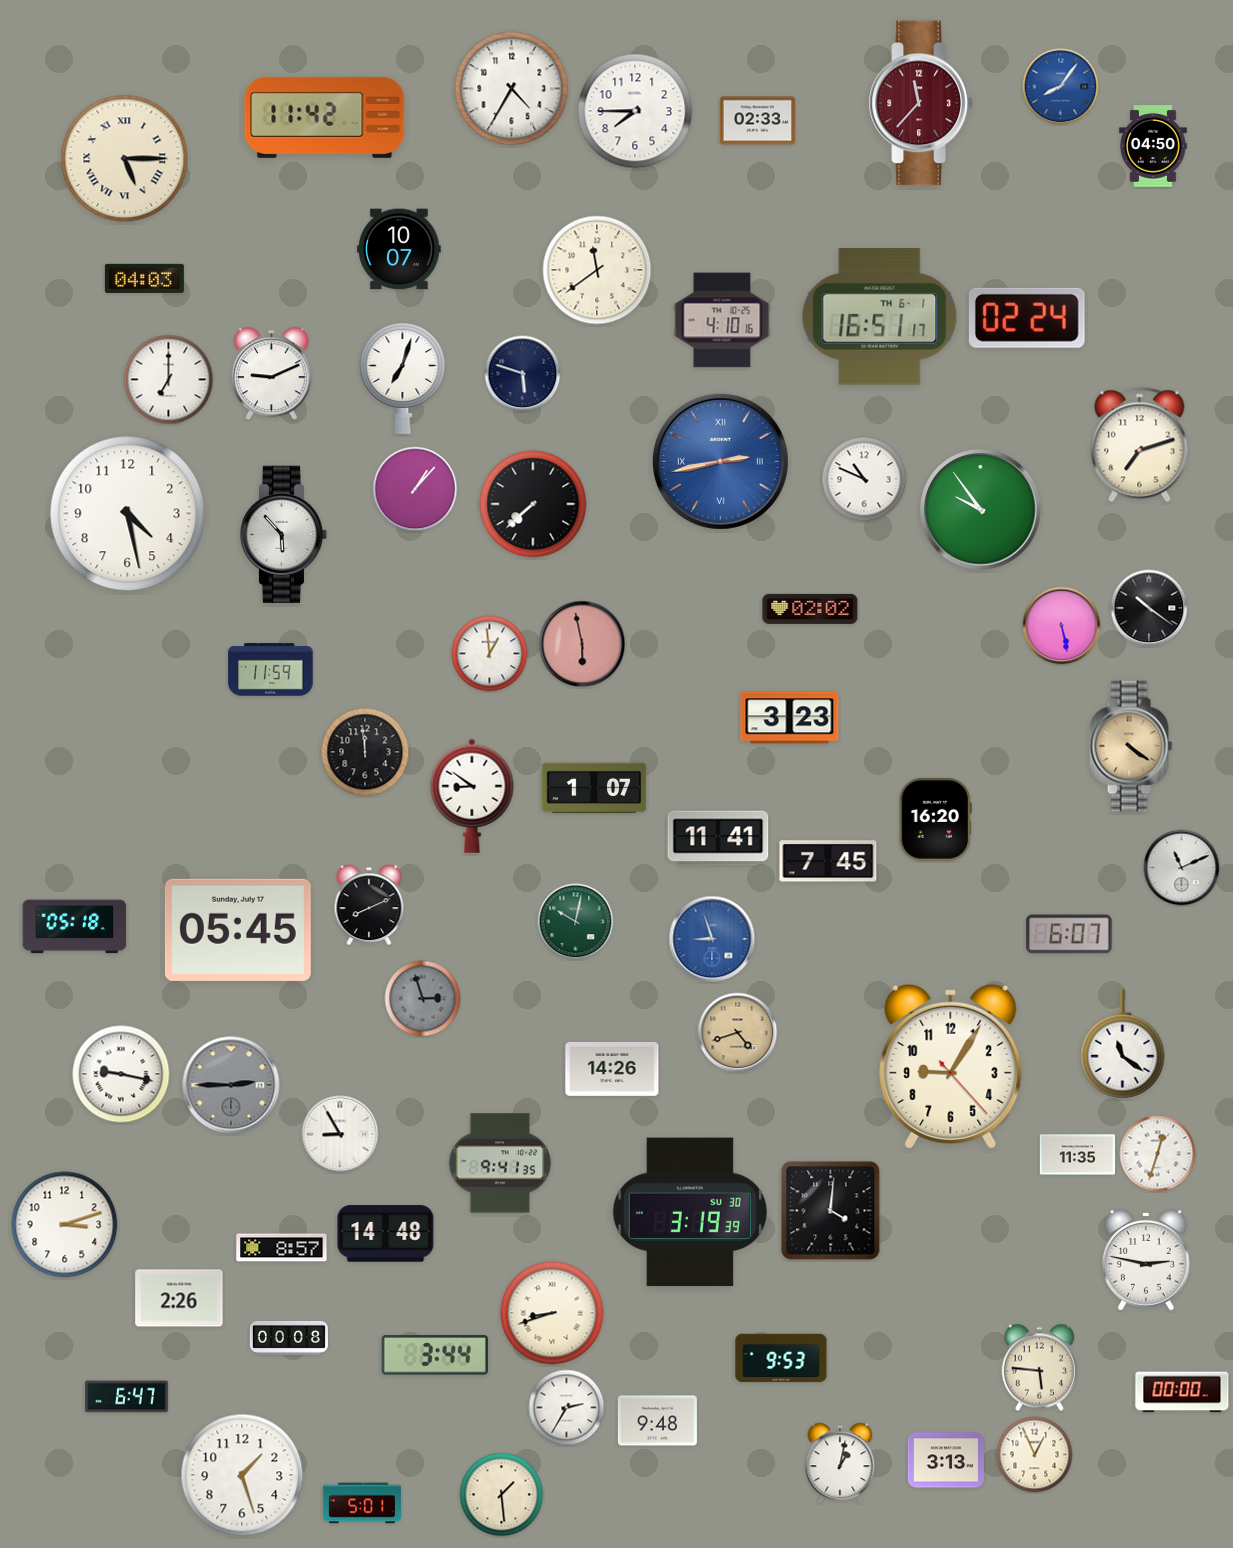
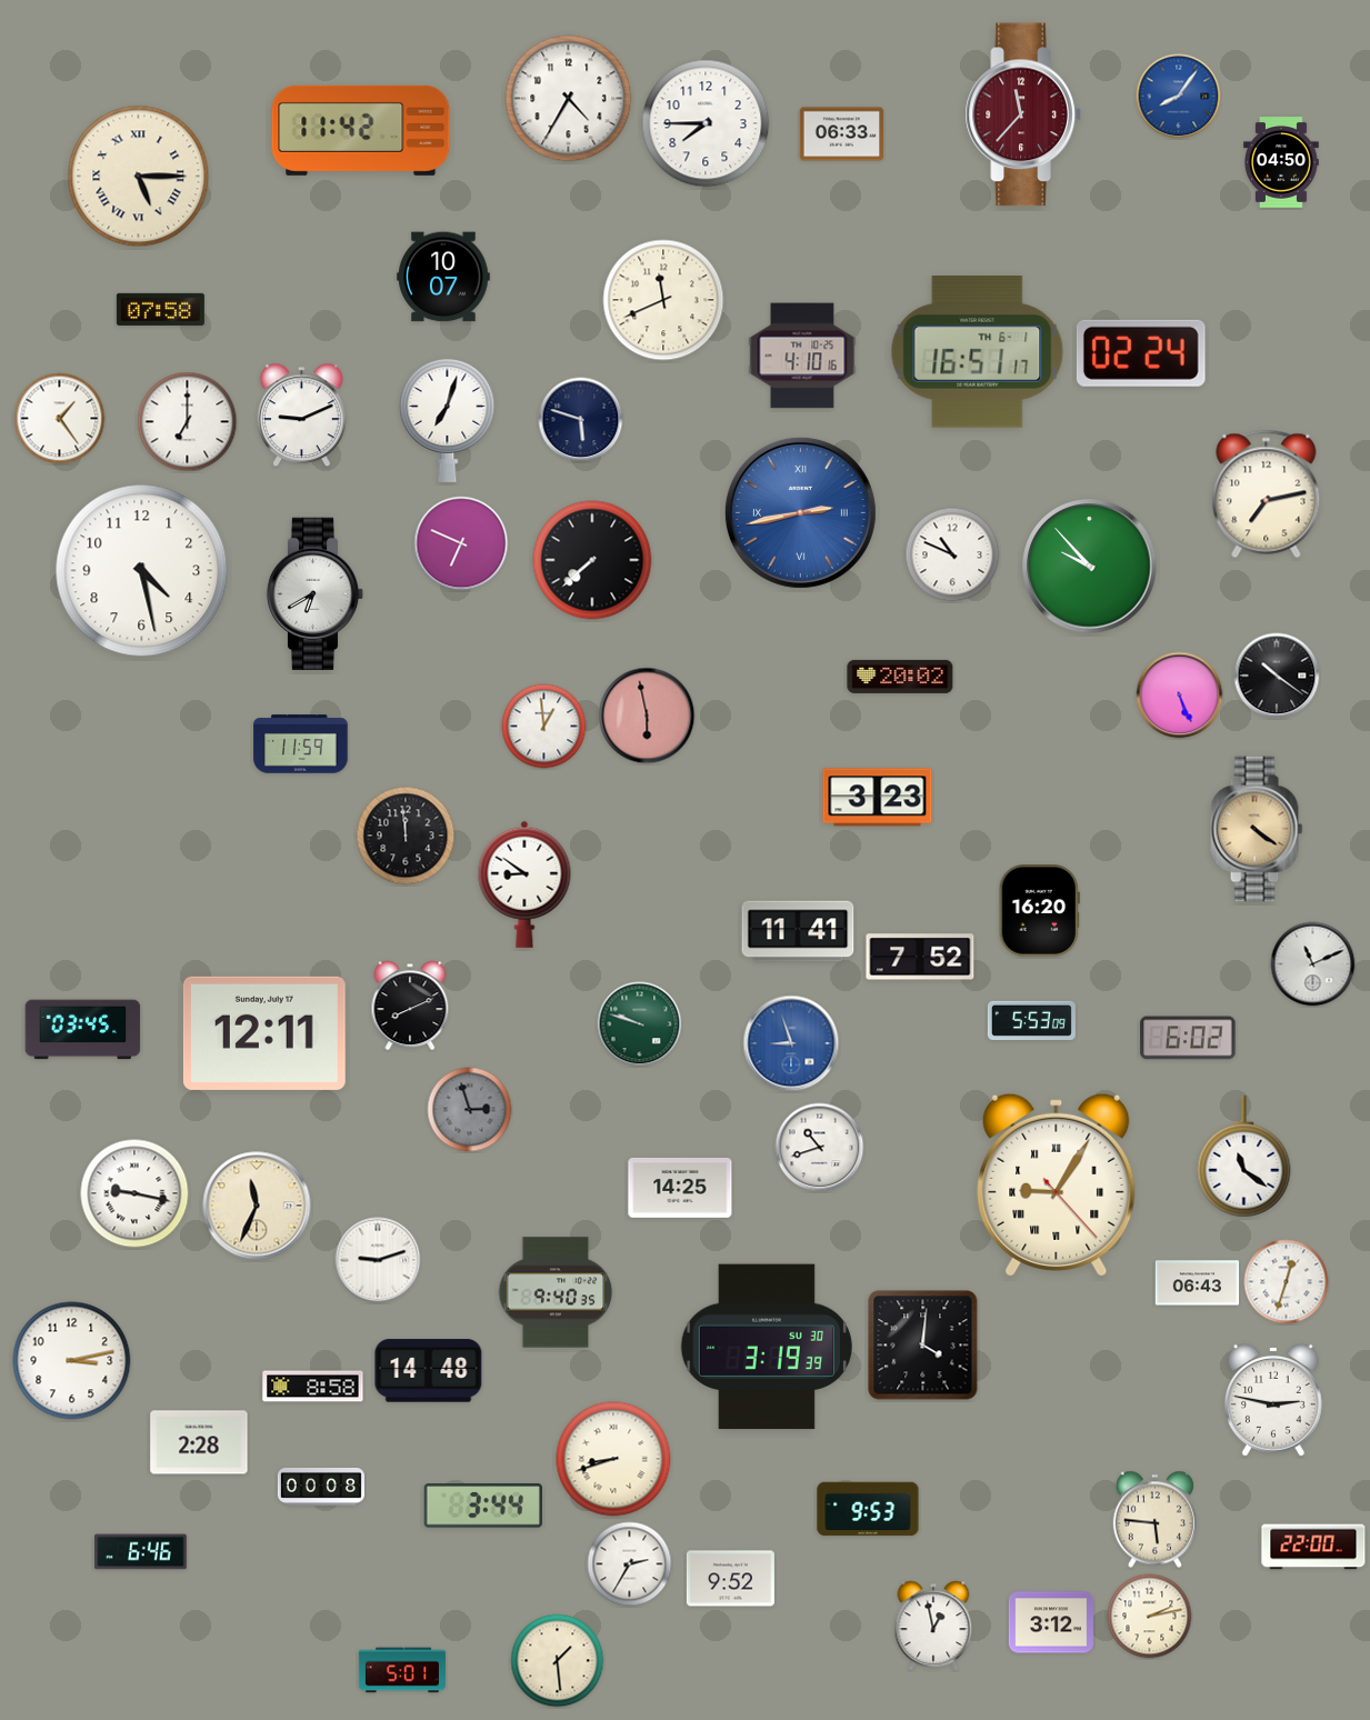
clock at (758, 121): 02:33 -> 06:33
clock at (597, 270): 11:39 -> 11:41
clock at (144, 278): 04:03 -> 07:58
clock at (523, 374) position: (523, 374) -> (581, 420)
clock at (60, 419): none -> 1:24
clock at (1140, 445): 7:12 -> 7:13
clock at (864, 479) position: (864, 479) -> (952, 554)
clock at (415, 489): 1:07 -> 6:49
clock at (981, 510): 9:54 -> 9:53
clock at (284, 535): 5:53 -> 6:40
clock at (810, 609): 02:02 -> 20:02
clock at (1062, 626): 5:28 -> 5:26
clock at (594, 788): 1:07 -> none
clock at (828, 861): 7:45 -> 7:52
clock at (1031, 1020): none -> 5:53
clock at (576, 922): 10:02 -> 9:48
clock at (75, 927): 05:18 -> 03:45
clock at (238, 930): 05:45 -> 12:11
clock at (1069, 934): 6:07 -> 6:02
clock at (738, 1033): 4:42 -> 10:42
clock at (738, 1033) dial: champagne -> white
clock at (1123, 1044) position: (1123, 1044) -> (1244, 1157)
clock at (951, 1066) numerals: Arabic -> Roman
clock at (612, 1069): 14:26 -> 14:25
clock at (231, 1085): 2:45 -> 11:34
clock at (231, 1085) dial: grey -> cream
clock at (340, 1134): 8:55 -> 9:12
clock at (1078, 1155): 11:35 -> 06:43
clock at (500, 1163): 9:41 -> 9:40
clock at (65, 1225): 3:12 -> 3:13
clock at (282, 1248): 8:57 -> 8:58
clock at (179, 1298): 2:26 -> 2:28
clock at (1182, 1392): 00:00 -> 22:00
clock at (127, 1397): 6:47 -> 6:46
clock at (657, 1421): 9:48 -> 9:52
clock at (1035, 1455): 12:56 -> 2:13
clock at (945, 1460): 3:13 -> 3:12
clock at (840, 1463): 1:02 -> 12:58
clock at (242, 1475): 1:27 -> none
